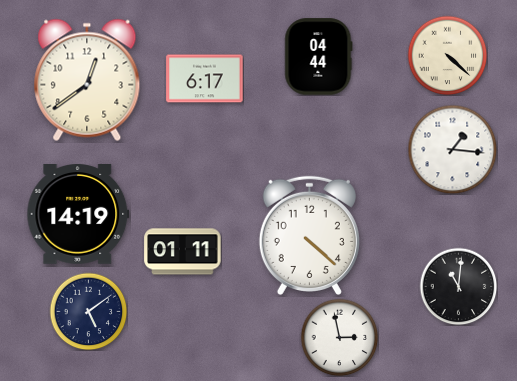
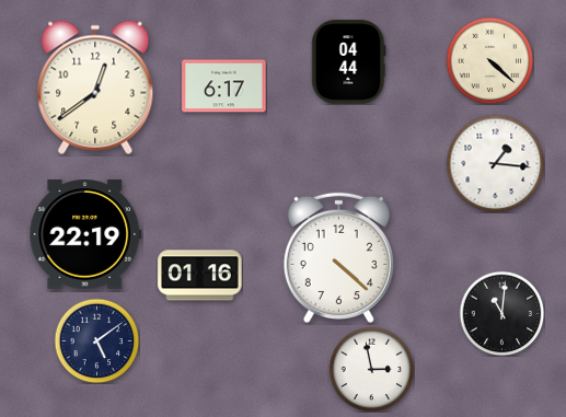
clock at (78, 215): 14:19 -> 22:19
clock at (183, 252): 01:11 -> 01:16
